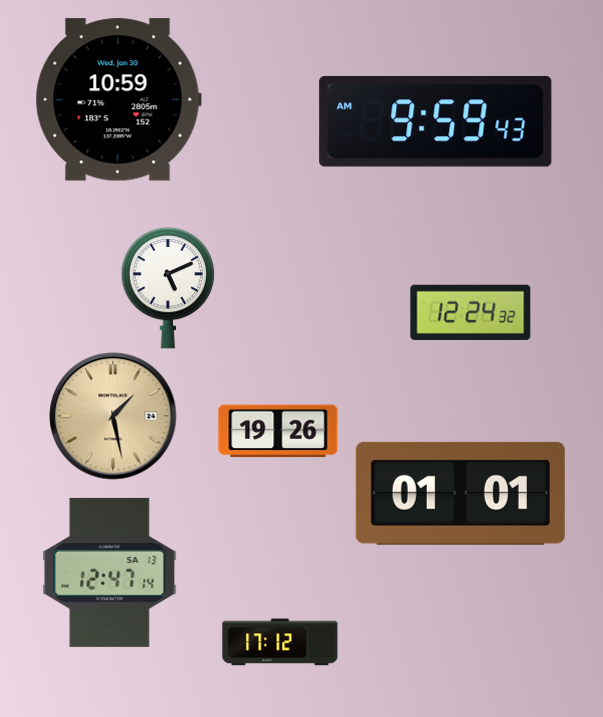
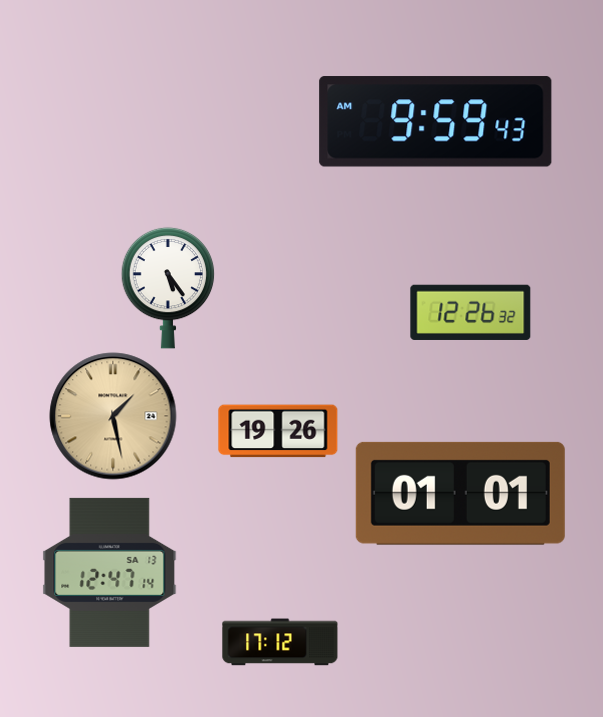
clock at (118, 100): 10:59 -> none
clock at (168, 288): 5:11 -> 5:24
clock at (471, 312): 12:24 -> 12:26
